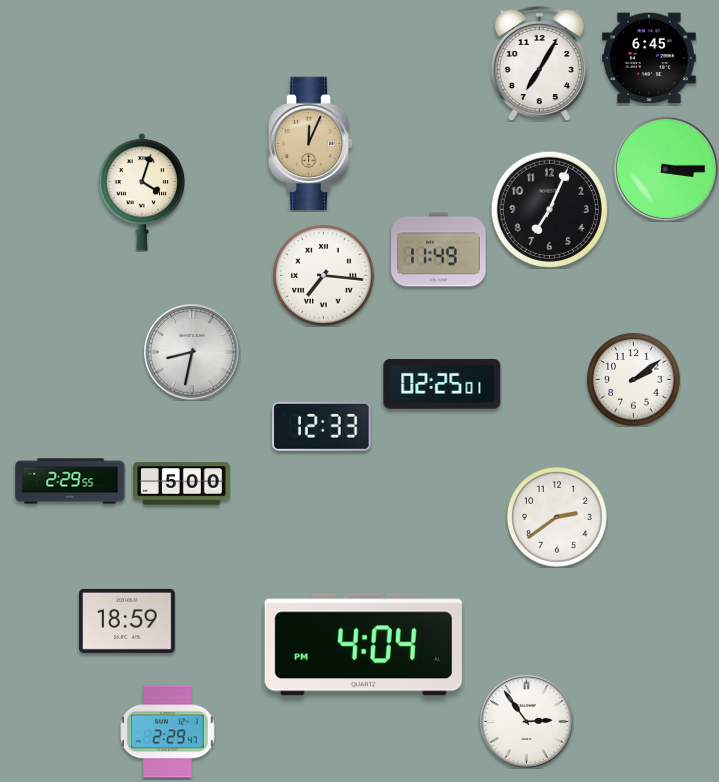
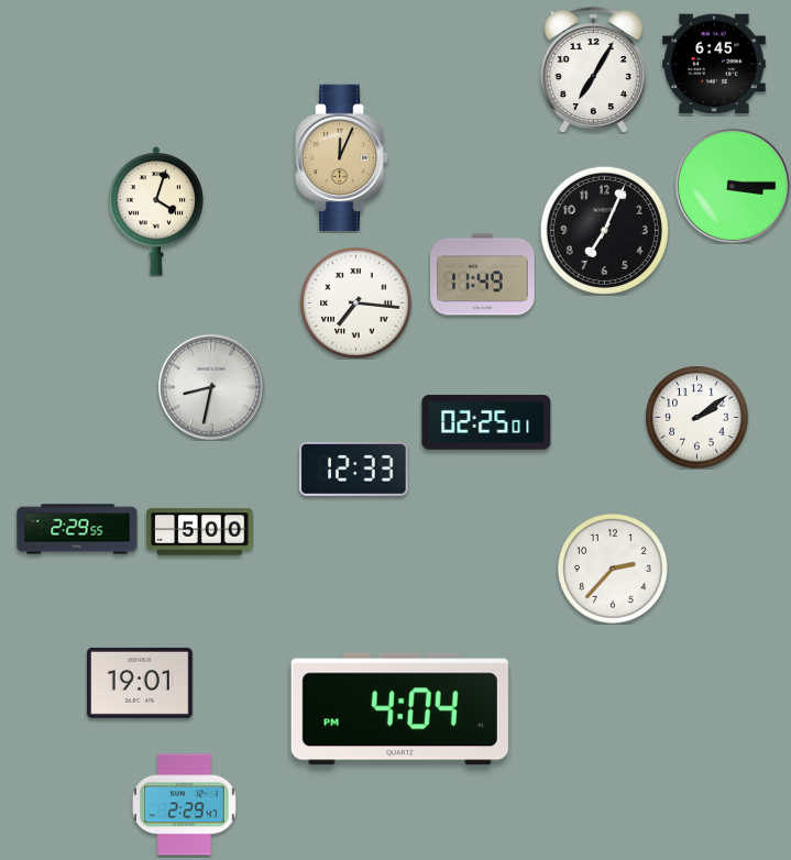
clock at (558, 518): 2:39 -> 2:37
clock at (127, 621): 18:59 -> 19:01
clock at (526, 721): 2:54 -> none
